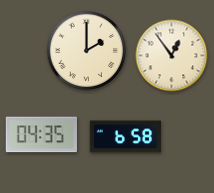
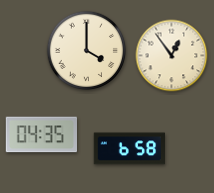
clock at (87, 51): 2:00 -> 4:00
clock at (125, 137) position: (125, 137) -> (129, 149)
